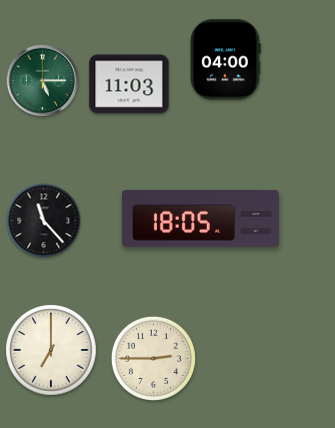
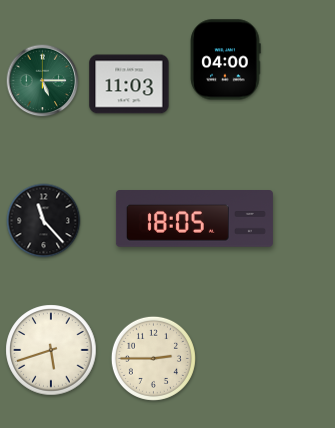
clock at (200, 219) position: (200, 219) -> (194, 219)
clock at (51, 350): 7:00 -> 5:42
